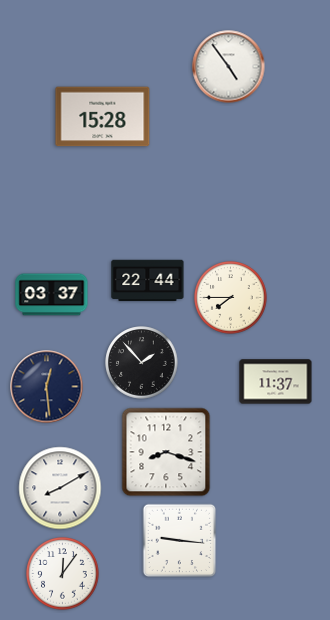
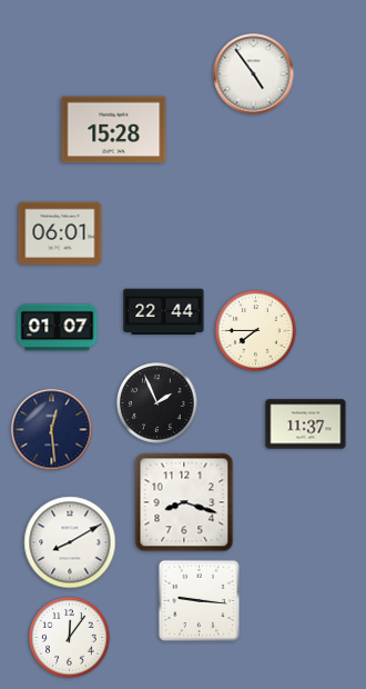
clock at (60, 233): none -> 06:01
clock at (52, 295): 03:37 -> 01:07
clock at (142, 363): 1:53 -> 1:56
clock at (60, 488) position: (60, 488) -> (70, 542)
